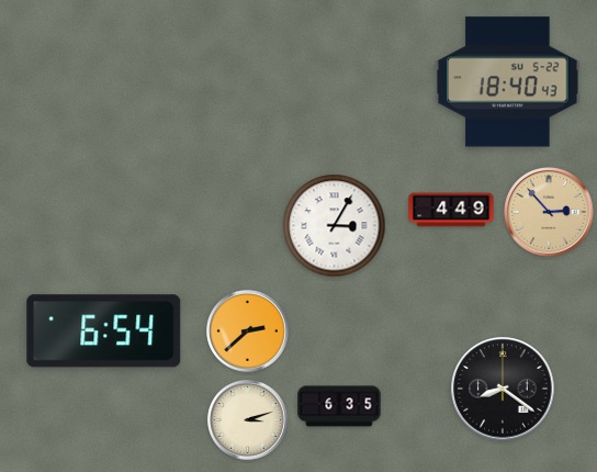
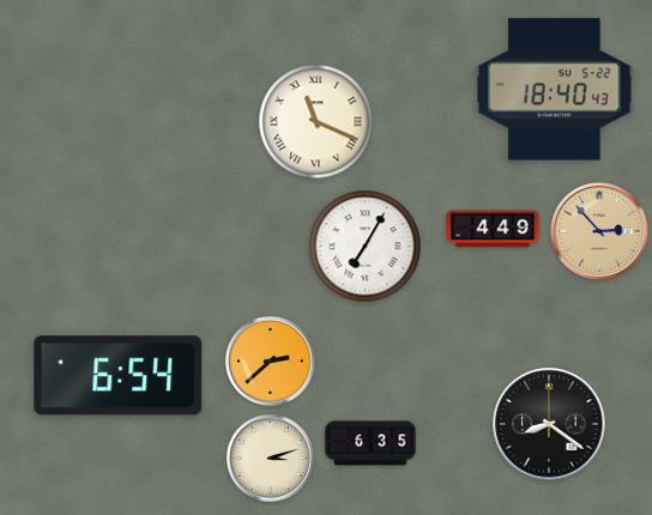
clock at (316, 122): none -> 11:19
clock at (335, 226): 3:05 -> 7:05
clock at (104, 331) position: (104, 331) -> (119, 376)
